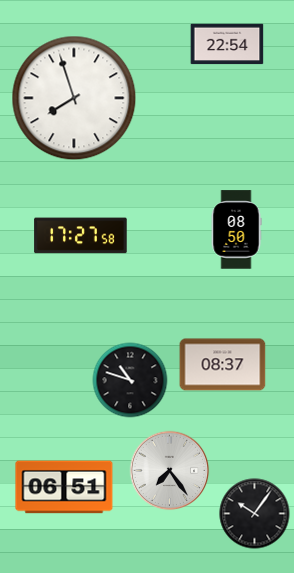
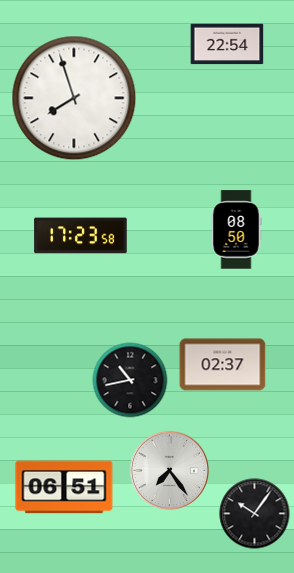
clock at (81, 236): 17:27 -> 17:23
clock at (223, 365): 08:37 -> 02:37
clock at (130, 380): 10:48 -> 10:43
